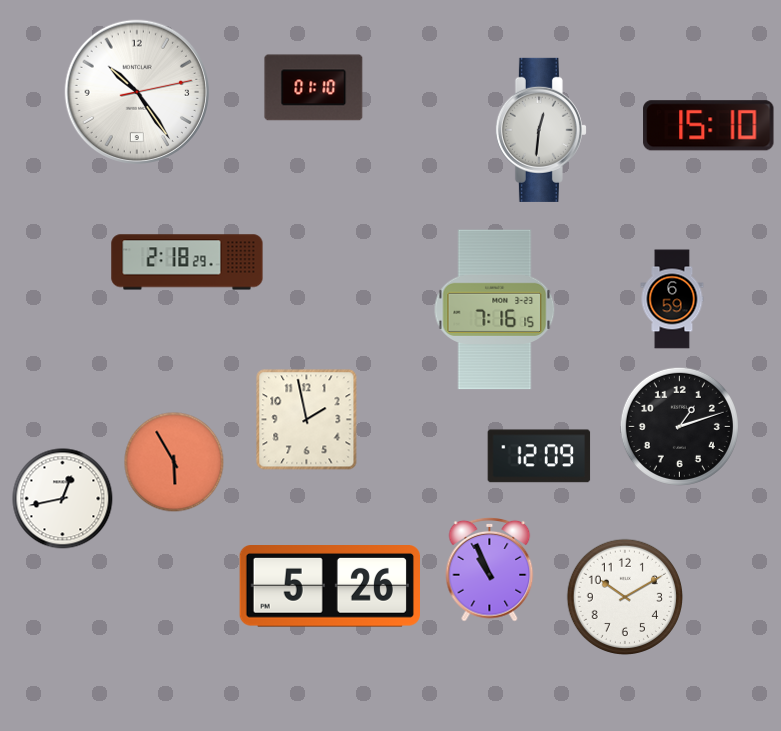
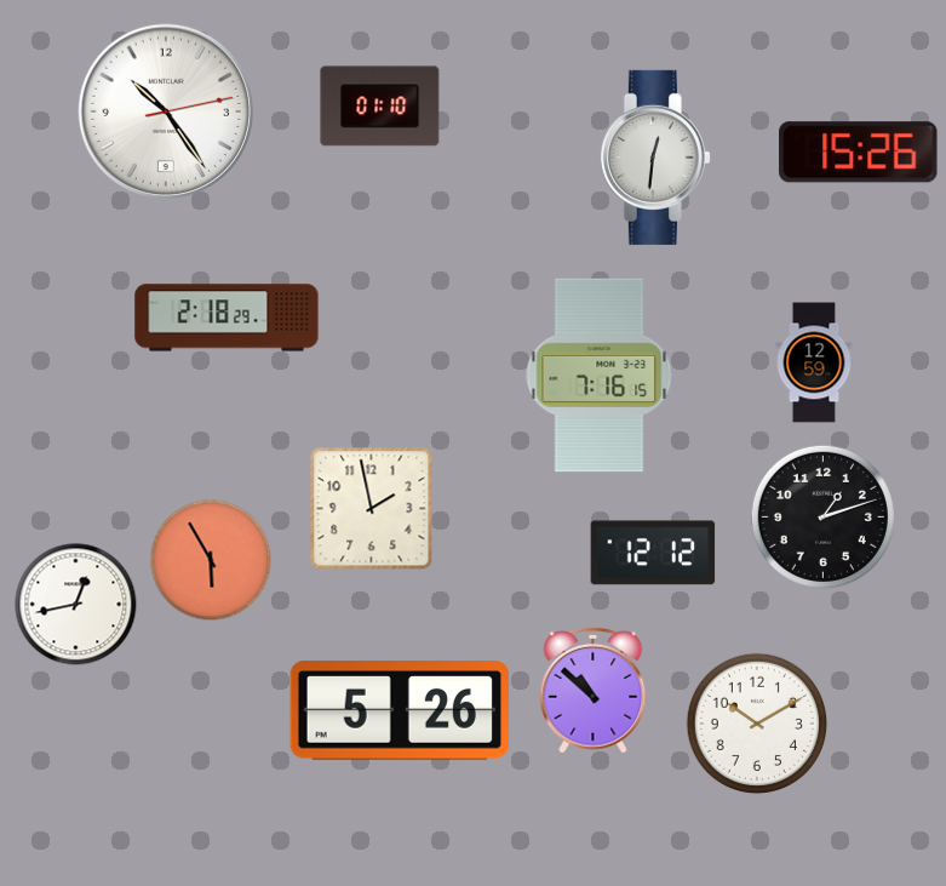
clock at (709, 126): 15:10 -> 15:26
clock at (672, 299): 6:59 -> 12:59
clock at (539, 456): 12:09 -> 12:12
clock at (490, 569): 10:56 -> 10:52
